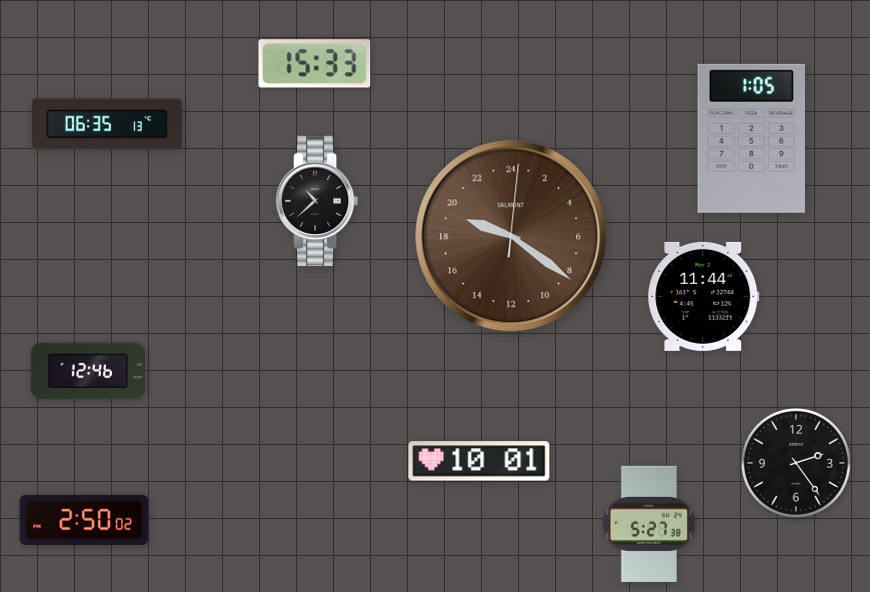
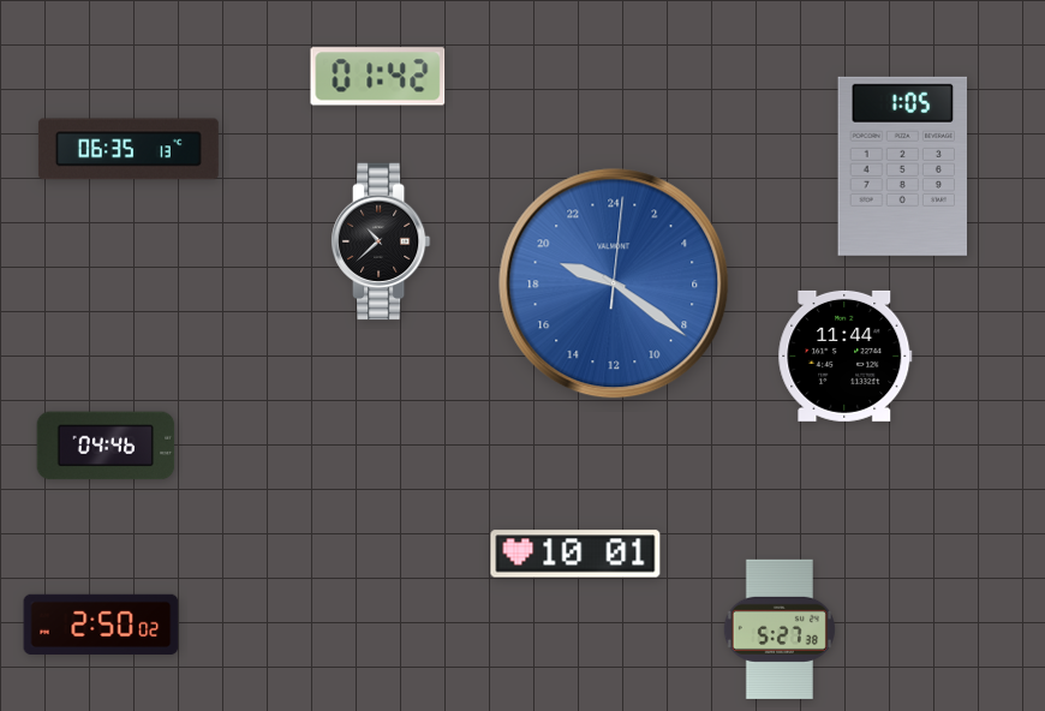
clock at (315, 64): 15:33 -> 01:42
clock at (511, 236) dial: brown -> blue
clock at (88, 371): 12:46 -> 04:46
clock at (796, 463): 2:24 -> none
